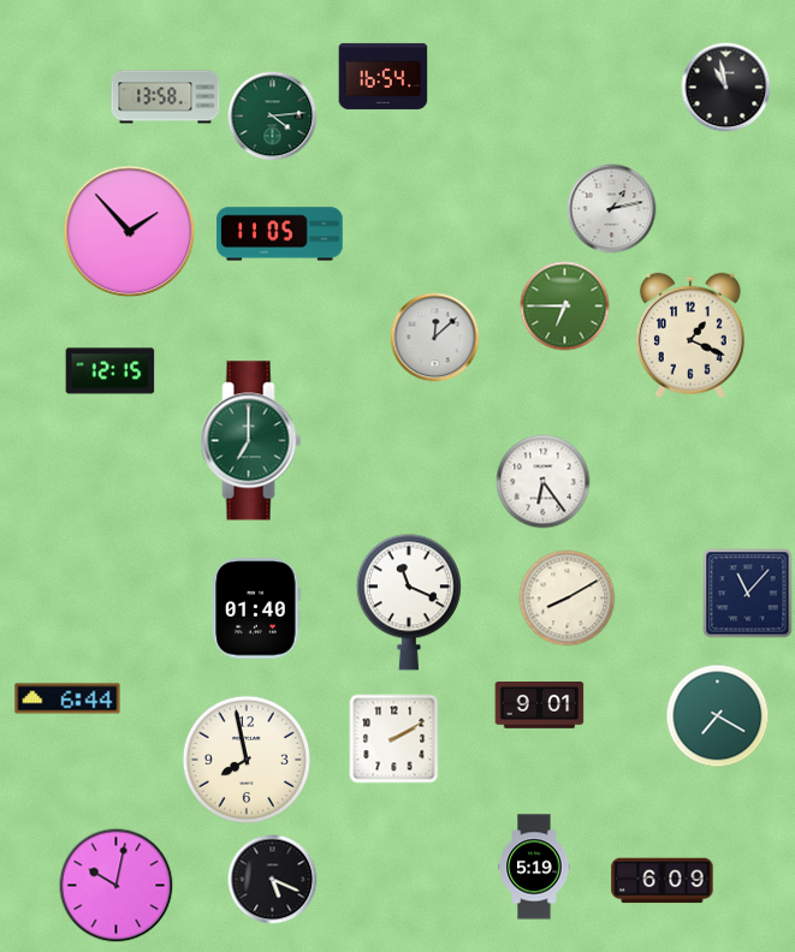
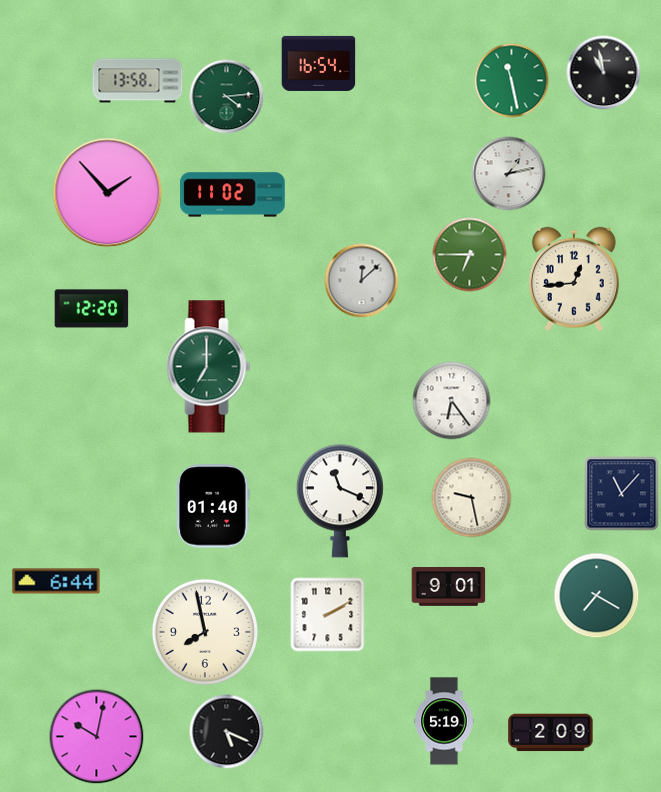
clock at (512, 81): none -> 11:28
clock at (280, 234): 11:05 -> 11:02
clock at (690, 335): 1:19 -> 12:44
clock at (111, 371): 12:15 -> 12:20
clock at (568, 599): 8:10 -> 9:28
clock at (663, 881): 6:09 -> 2:09
